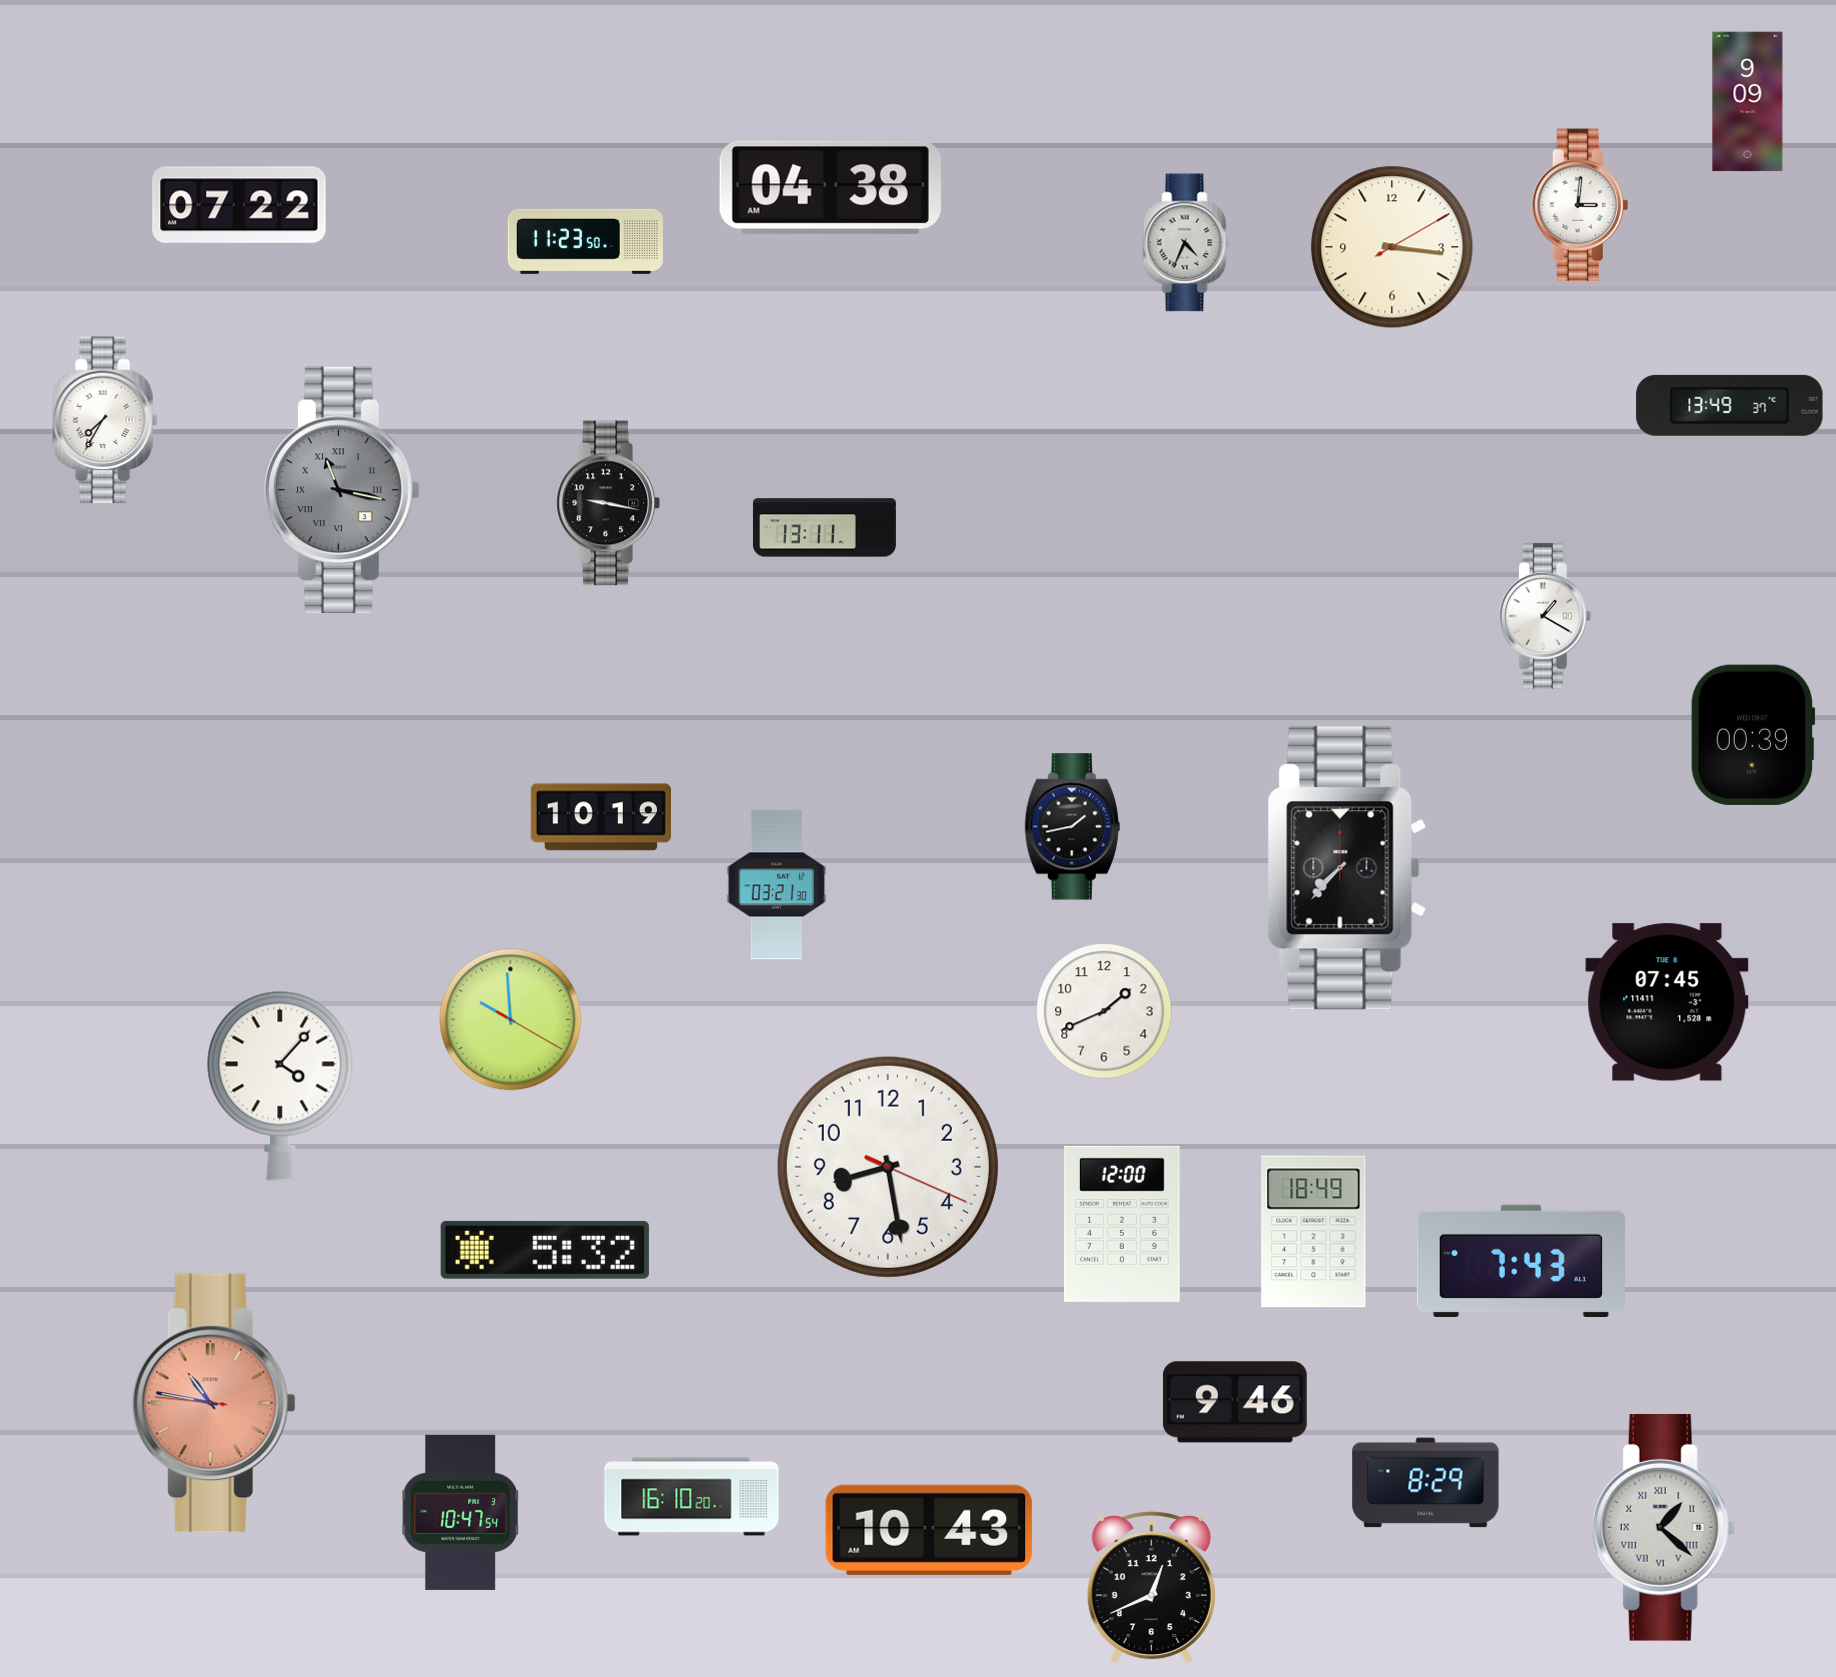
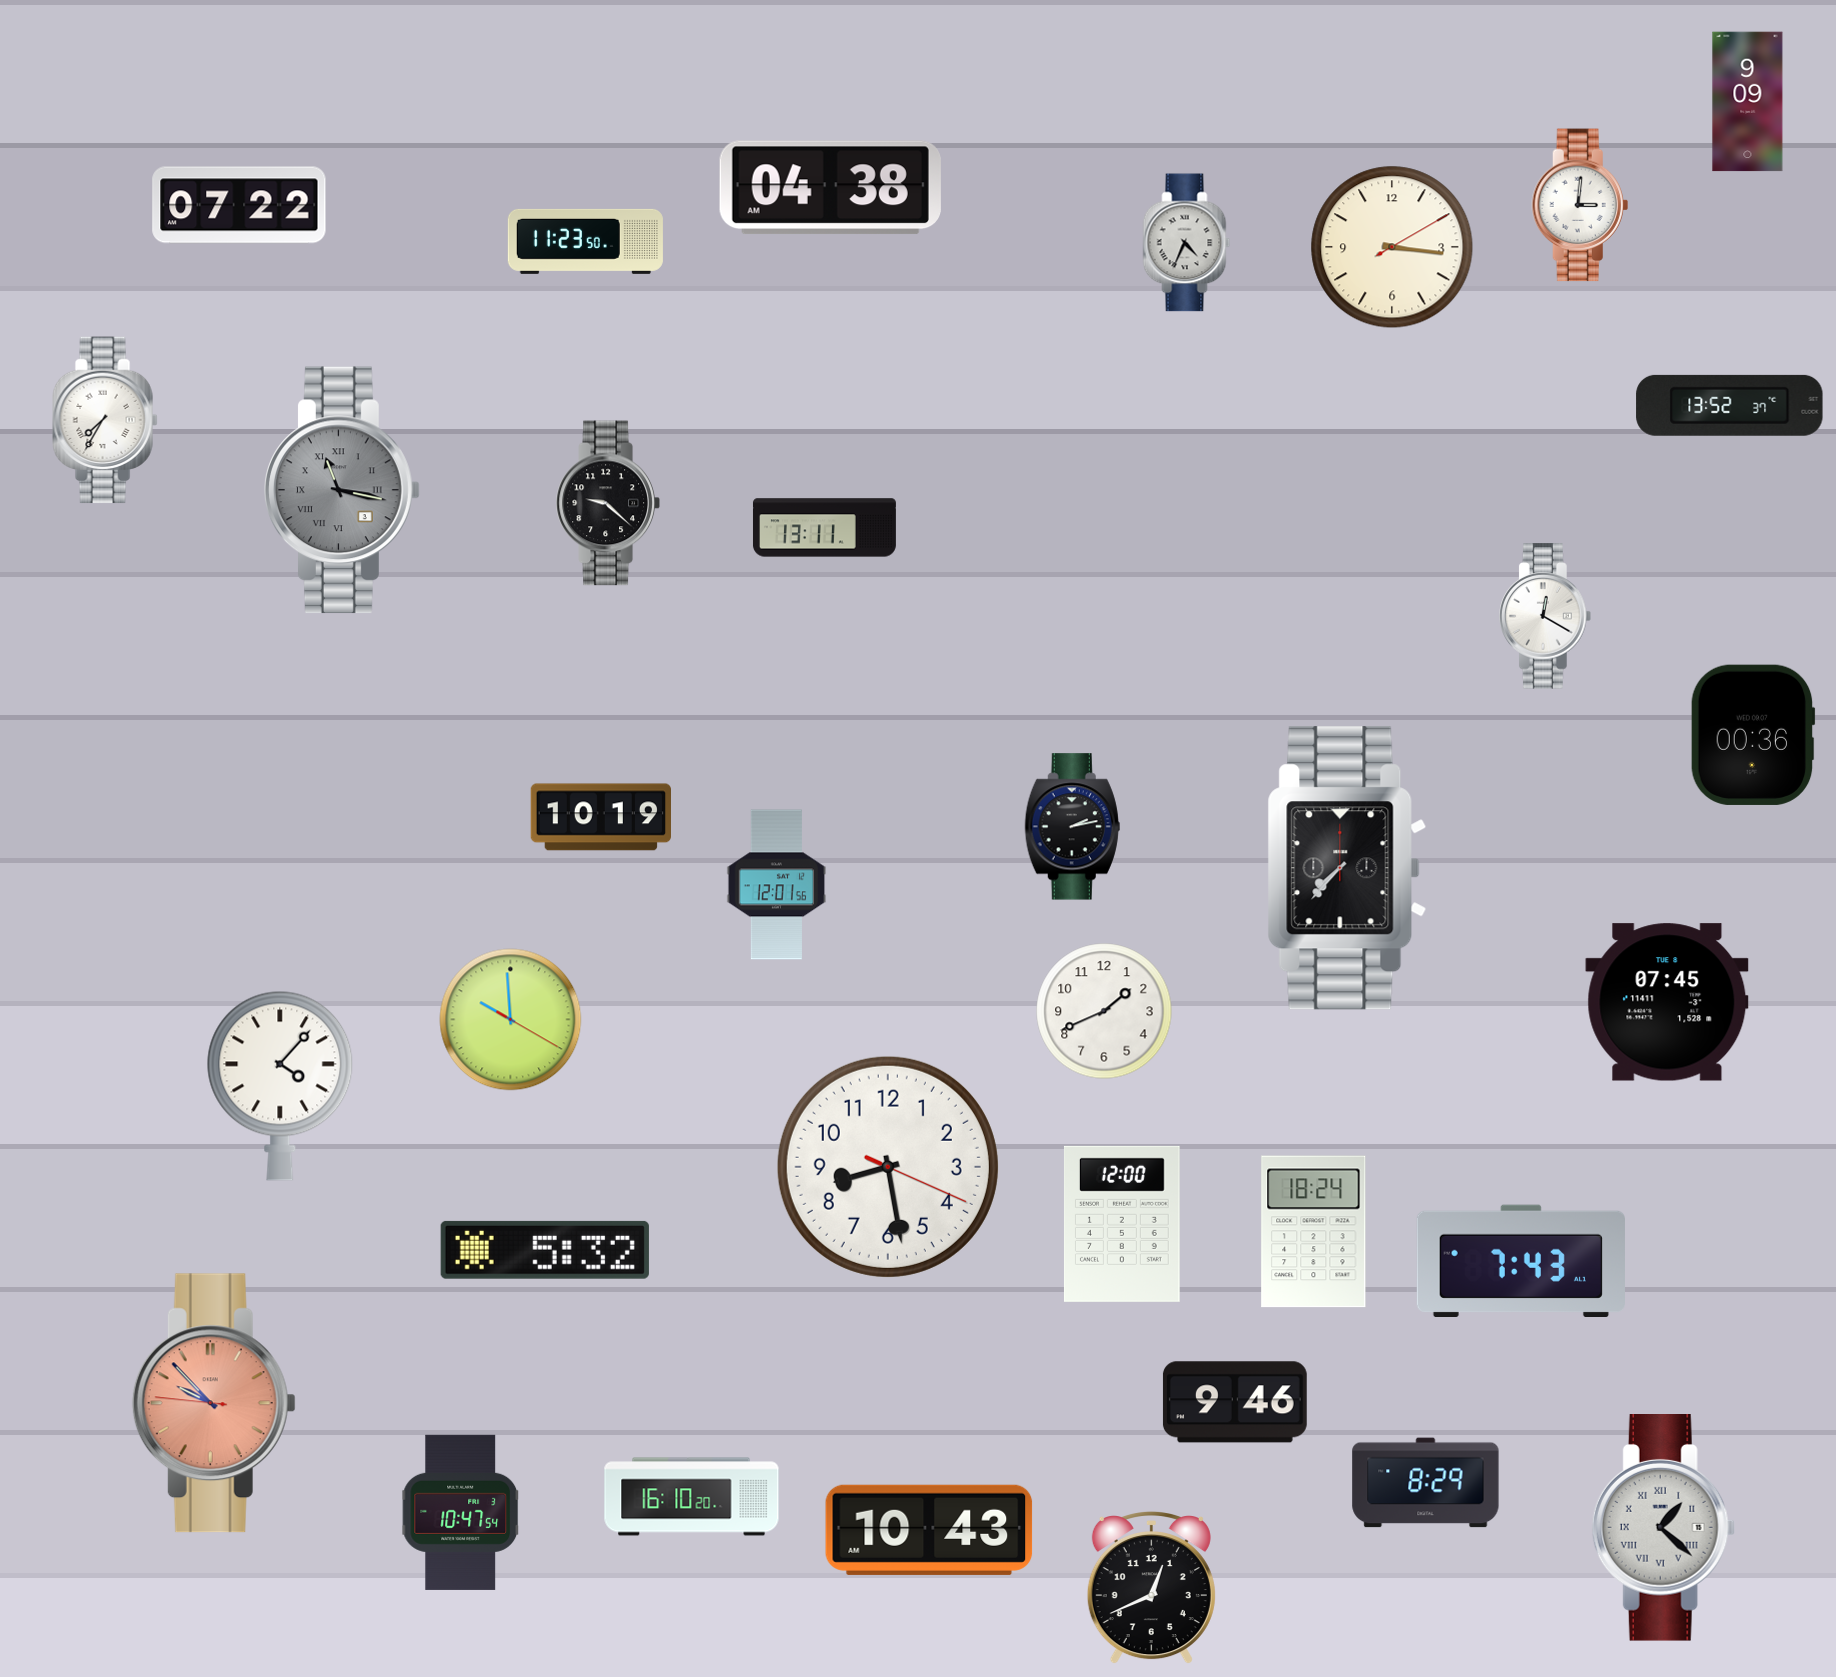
clock at (1730, 405): 13:49 -> 13:52
clock at (608, 503): 9:17 -> 9:22
clock at (1546, 616): 1:20 -> 12:20
clock at (1753, 735): 00:39 -> 00:36
clock at (1072, 827): 1:43 -> 2:13
clock at (777, 885): 03:21 -> 12:01
clock at (1314, 1232): 18:49 -> 18:24
clock at (214, 1403): 10:46 -> 9:52
